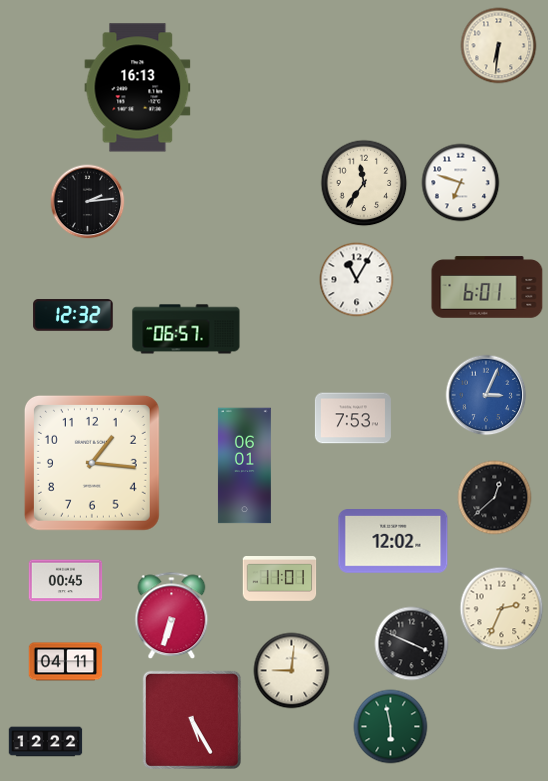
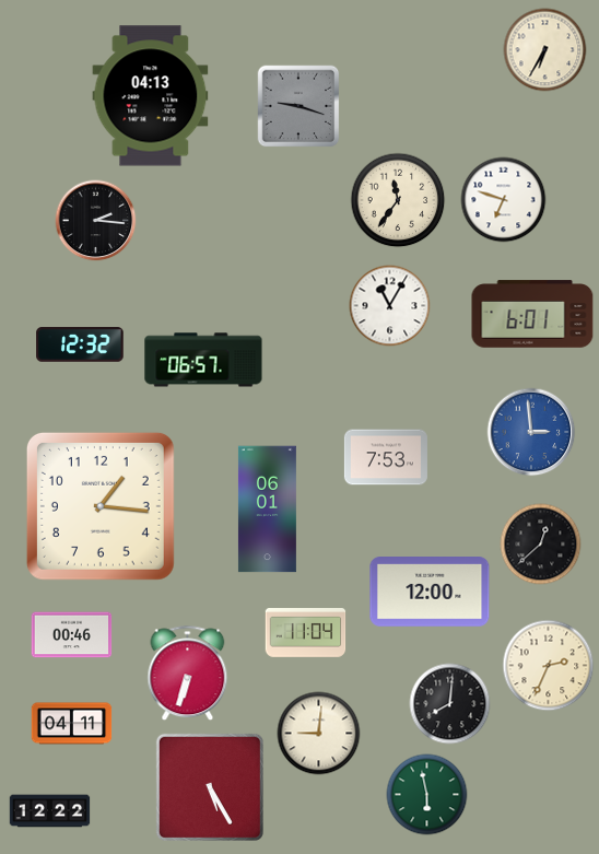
clock at (499, 46): 6:31 -> 6:35
clock at (138, 88): 16:13 -> 04:13
clock at (298, 106): none -> 9:18
clock at (88, 202): 2:14 -> 2:16
clock at (486, 395): 3:04 -> 2:59
clock at (393, 542): 12:02 -> 12:00
clock at (280, 579): 11:01 -> 11:04
clock at (66, 581): 00:45 -> 00:46
clock at (412, 644): 3:49 -> 8:01
